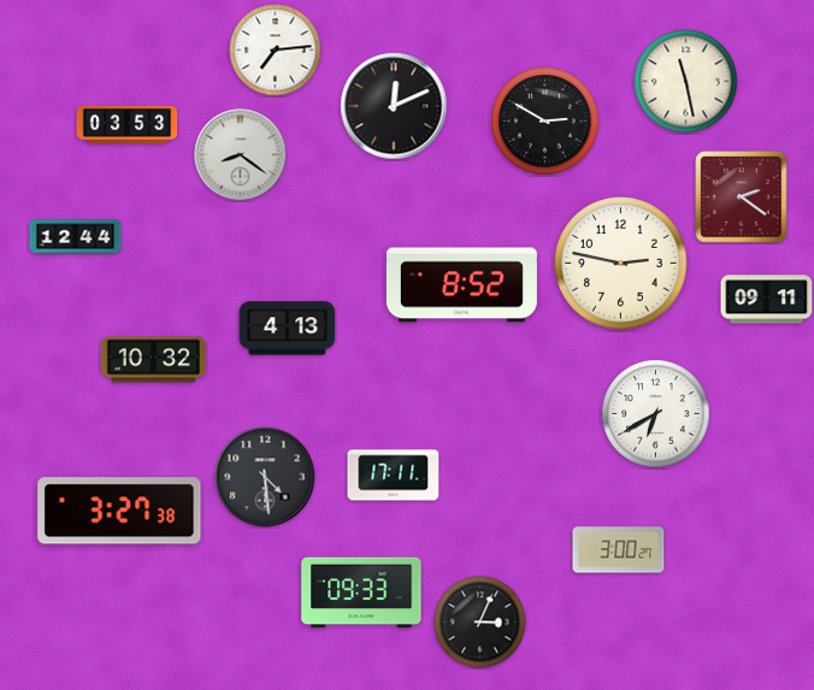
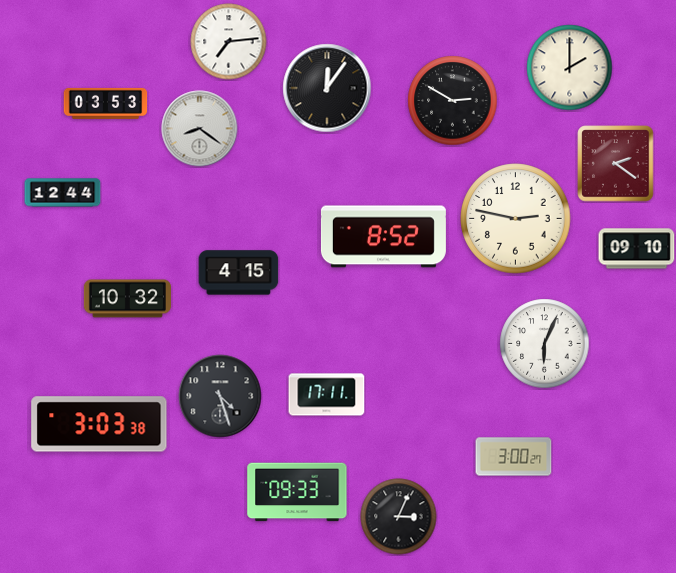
clock at (686, 82): 11:28 -> 2:00
clock at (394, 106): 12:11 -> 12:06
clock at (76, 237) position: (76, 237) -> (63, 193)
clock at (767, 300): 09:11 -> 09:10
clock at (288, 329): 4:13 -> 4:15
clock at (656, 414): 6:40 -> 6:04
clock at (265, 477): 4:29 -> 4:27
clock at (119, 511): 3:27 -> 3:03
clock at (361, 592) position: (361, 592) -> (297, 492)
